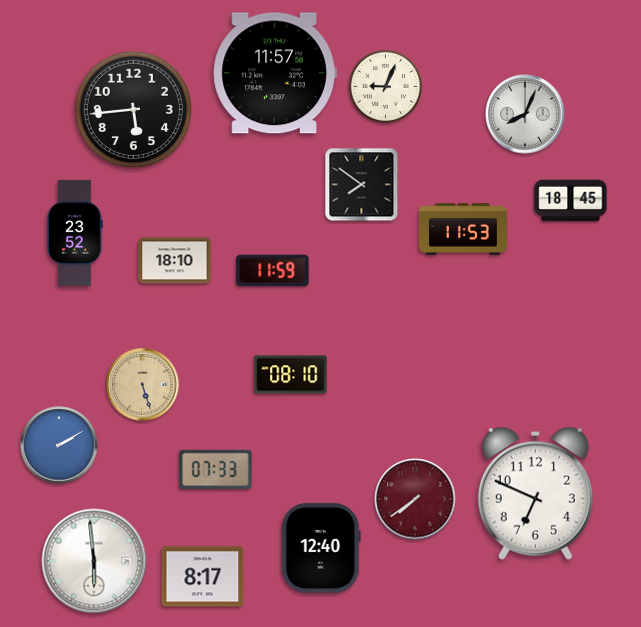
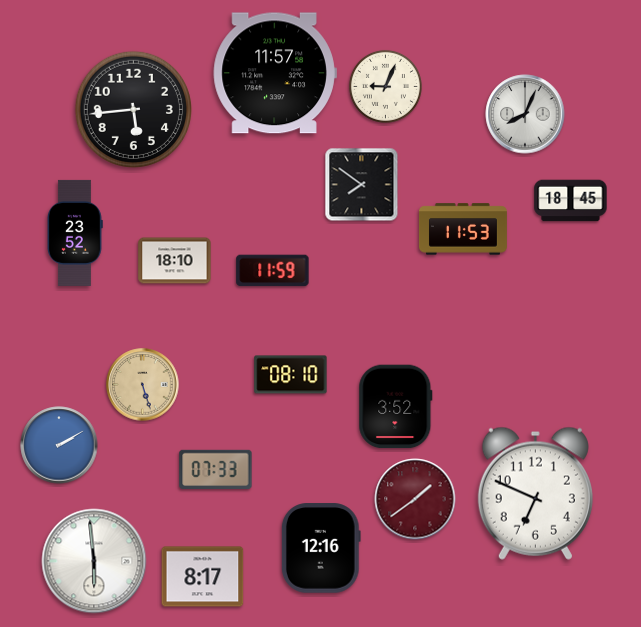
clock at (396, 407): none -> 3:52
clock at (415, 499): 7:39 -> 1:39
clock at (321, 548): 12:40 -> 12:16
